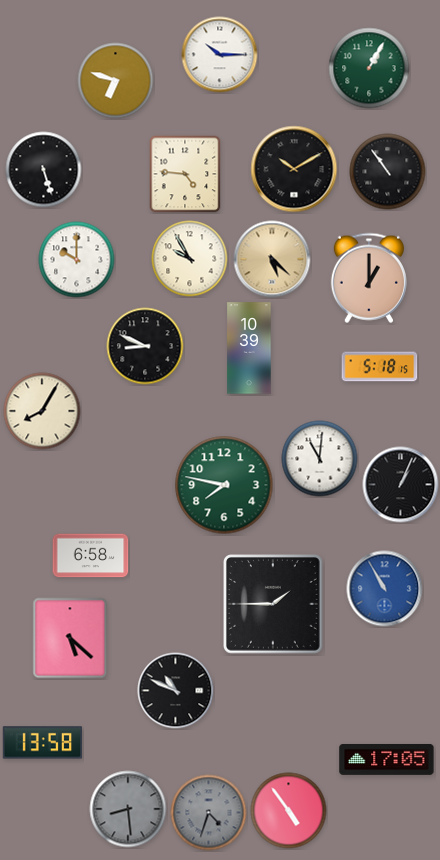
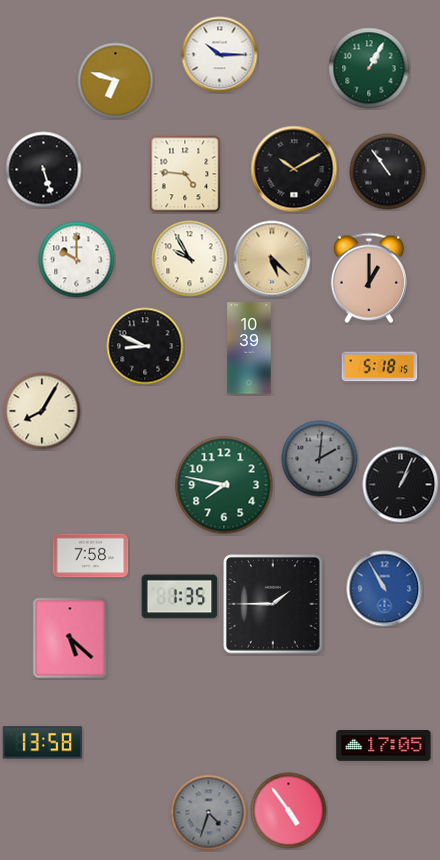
clock at (320, 459): 11:01 -> 2:01
clock at (320, 459) dial: white -> grey
clock at (91, 556): 6:58 -> 7:58
clock at (180, 597): none -> 1:35
clock at (176, 691): 10:49 -> none
clock at (387, 759) position: (387, 759) -> (384, 745)
clock at (128, 809): 8:29 -> none
